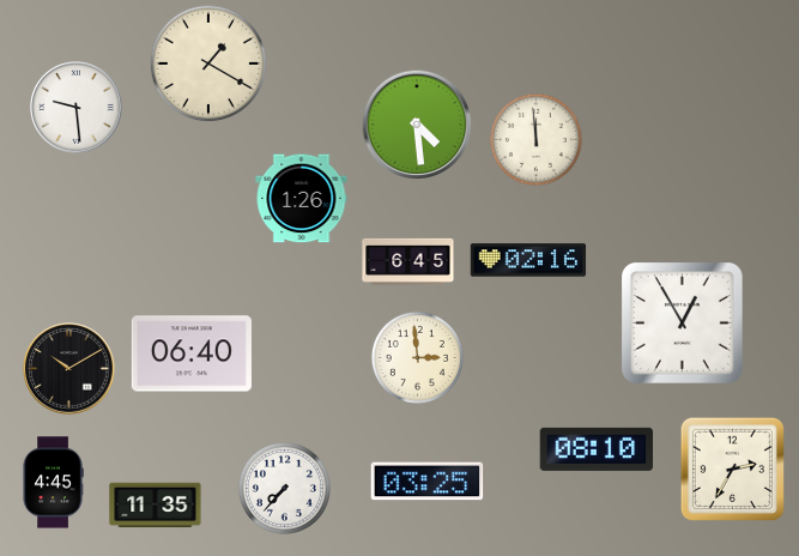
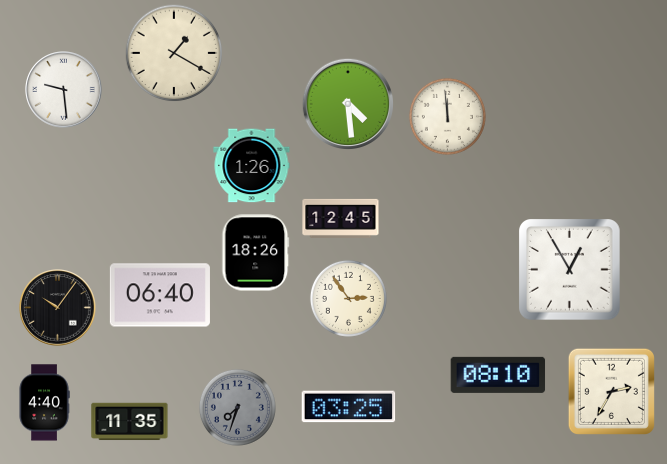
clock at (528, 260): 02:16 -> none
clock at (408, 261): 6:45 -> 12:45
clock at (256, 253): none -> 18:26
clock at (417, 357): 2:59 -> 2:54
clock at (69, 369): 10:10 -> 10:06
clock at (428, 482) position: (428, 482) -> (349, 407)
clock at (53, 483): 4:45 -> 4:40
clock at (284, 488): 7:37 -> 7:33
clock at (284, 488) dial: white -> grey
